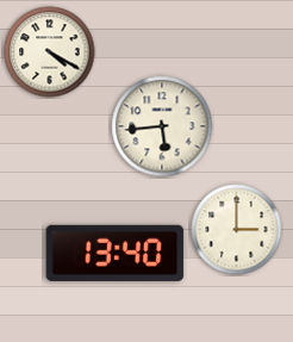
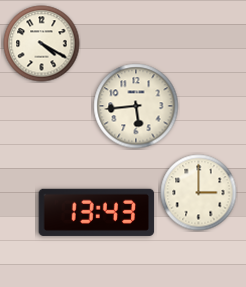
clock at (116, 253): 13:40 -> 13:43
